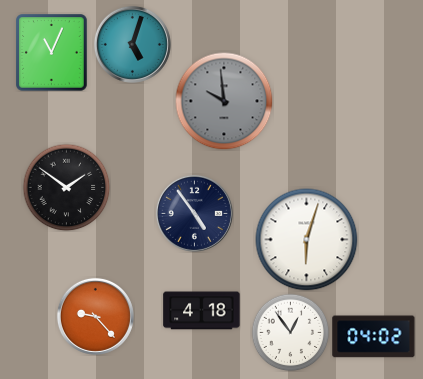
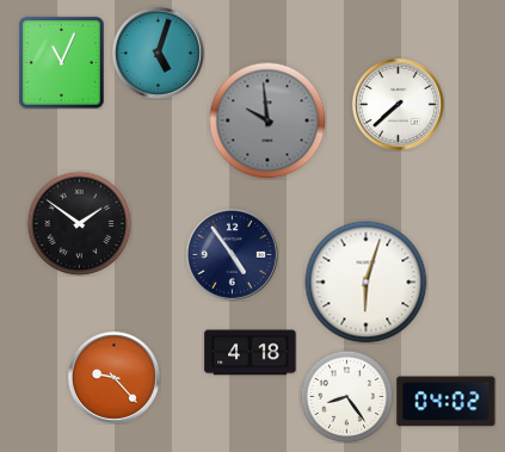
clock at (398, 104): none -> 7:38
clock at (307, 240) position: (307, 240) -> (367, 283)
clock at (202, 311) position: (202, 311) -> (251, 353)
clock at (290, 332): 12:54 -> 8:24
